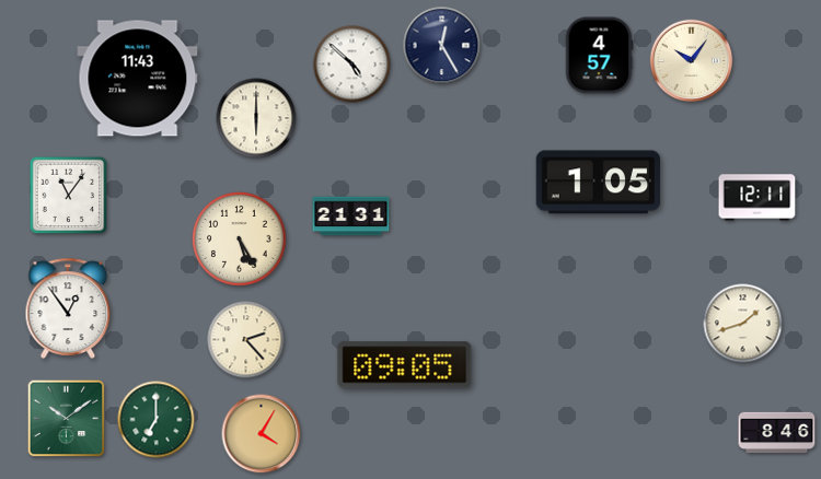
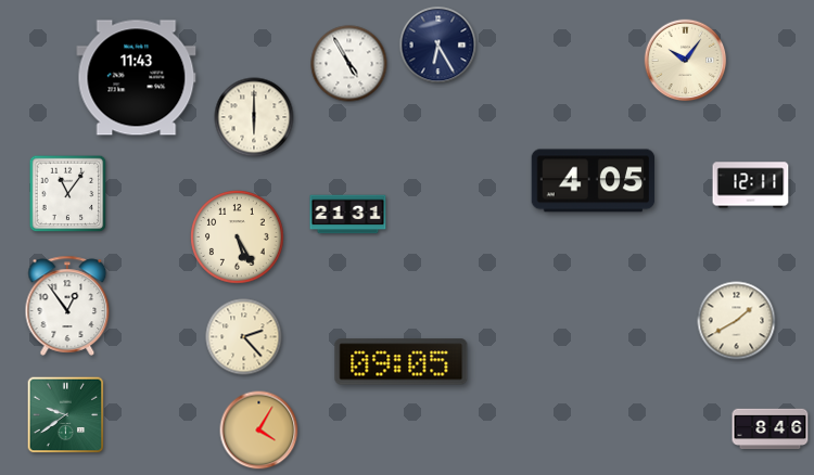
clock at (442, 46): 12:25 -> 6:25
clock at (599, 56): 4:57 -> none
clock at (352, 65): 4:52 -> 4:55
clock at (599, 183): 1:05 -> 4:05
clock at (758, 198) position: (758, 198) -> (751, 185)
clock at (743, 324): 1:42 -> 1:40
clock at (67, 419): 10:09 -> 9:39
clock at (157, 420): 7:00 -> none
